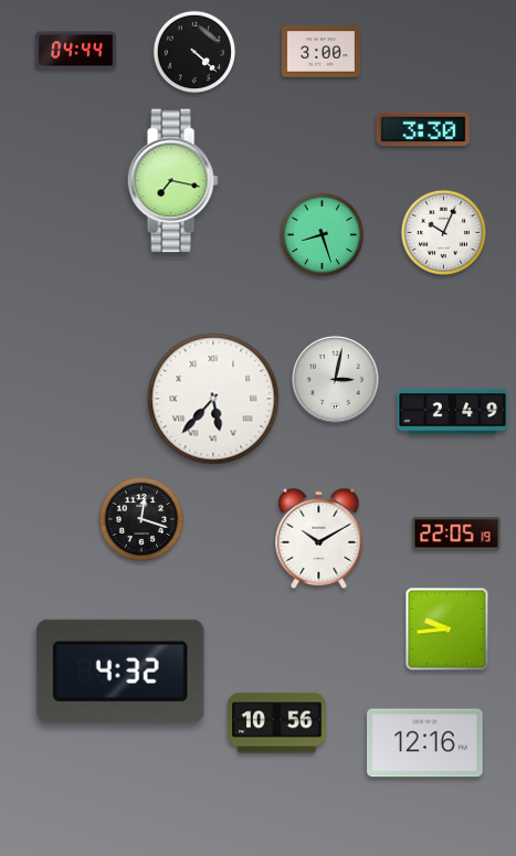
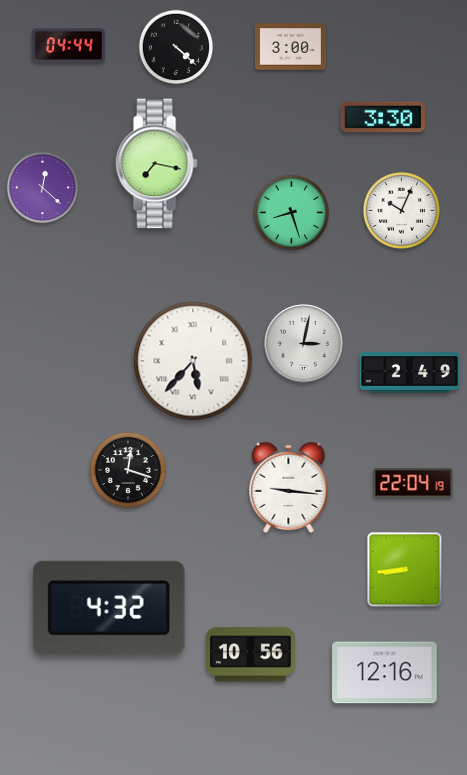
clock at (43, 188): none -> 12:22
clock at (456, 533): 22:05 -> 22:04
clock at (319, 538): 10:10 -> 9:16
clock at (447, 630): 9:44 -> 8:44
